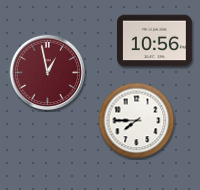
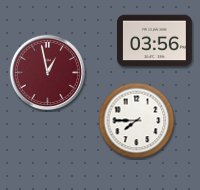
clock at (155, 41): 10:56 -> 03:56
